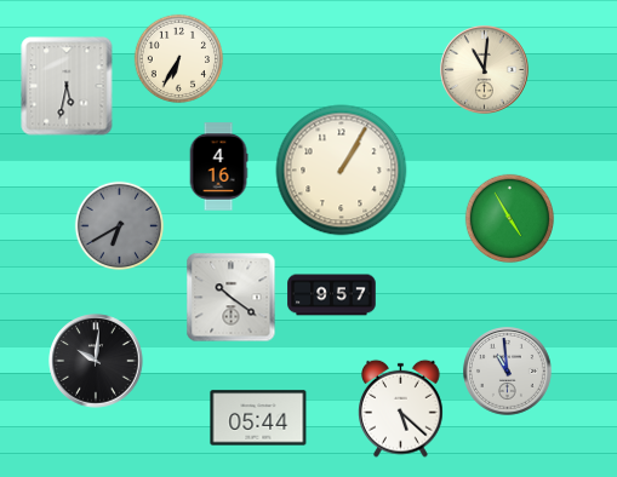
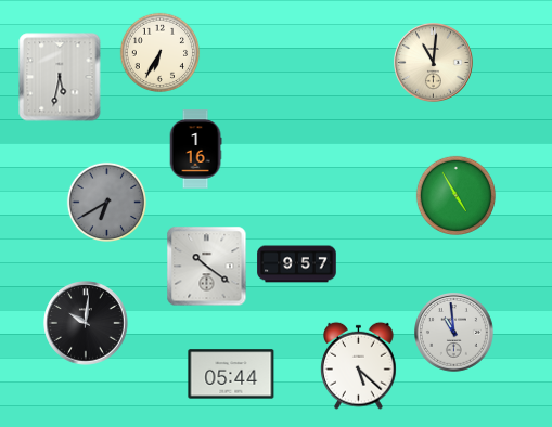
clock at (218, 167): 4:16 -> 1:16
clock at (342, 171): 1:05 -> none
